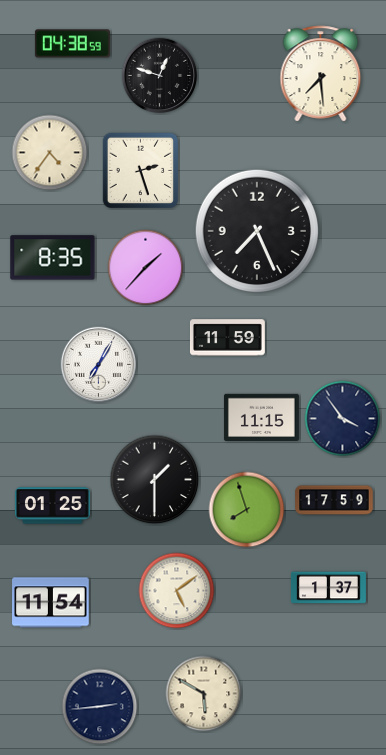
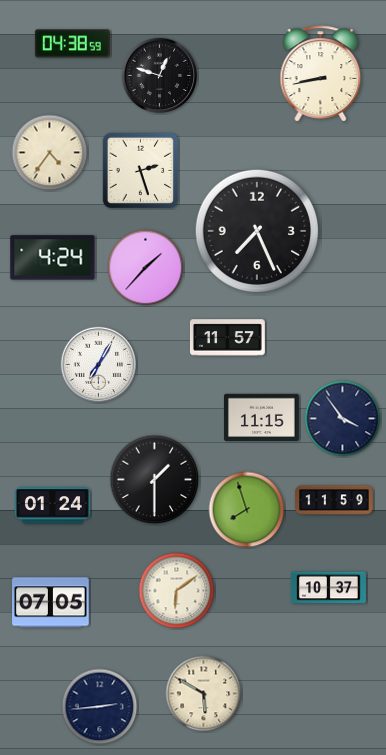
clock at (321, 74): 7:29 -> 8:43
clock at (53, 258): 8:35 -> 4:24
clock at (227, 338): 11:59 -> 11:57
clock at (334, 500): 17:59 -> 11:59
clock at (52, 506): 01:25 -> 01:24
clock at (328, 588): 1:37 -> 10:37
clock at (177, 591): 5:09 -> 6:09
clock at (51, 603): 11:54 -> 07:05
